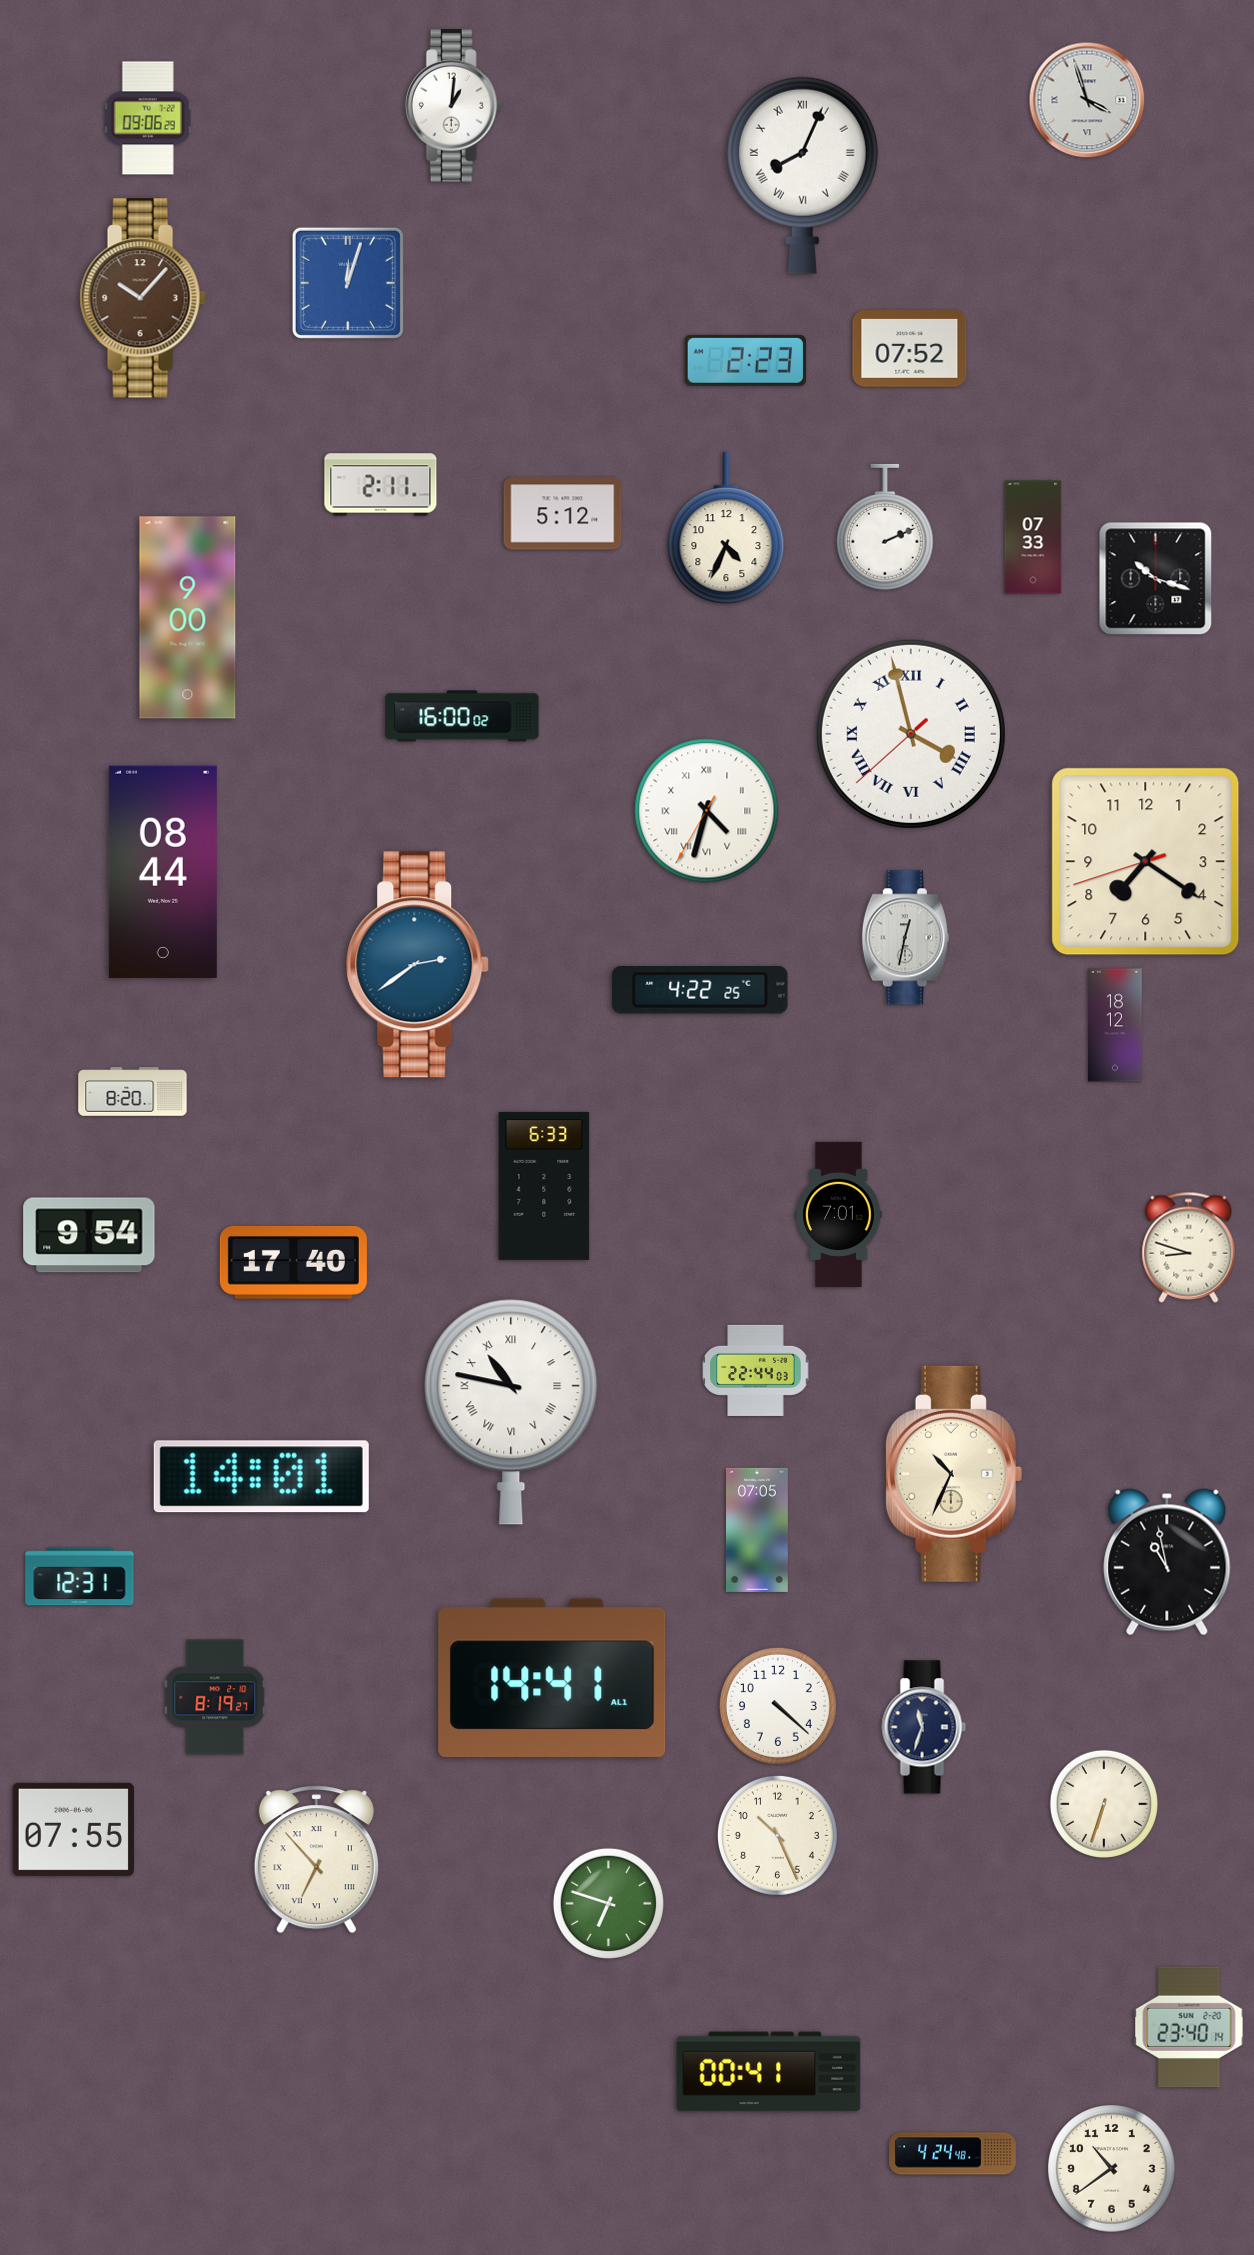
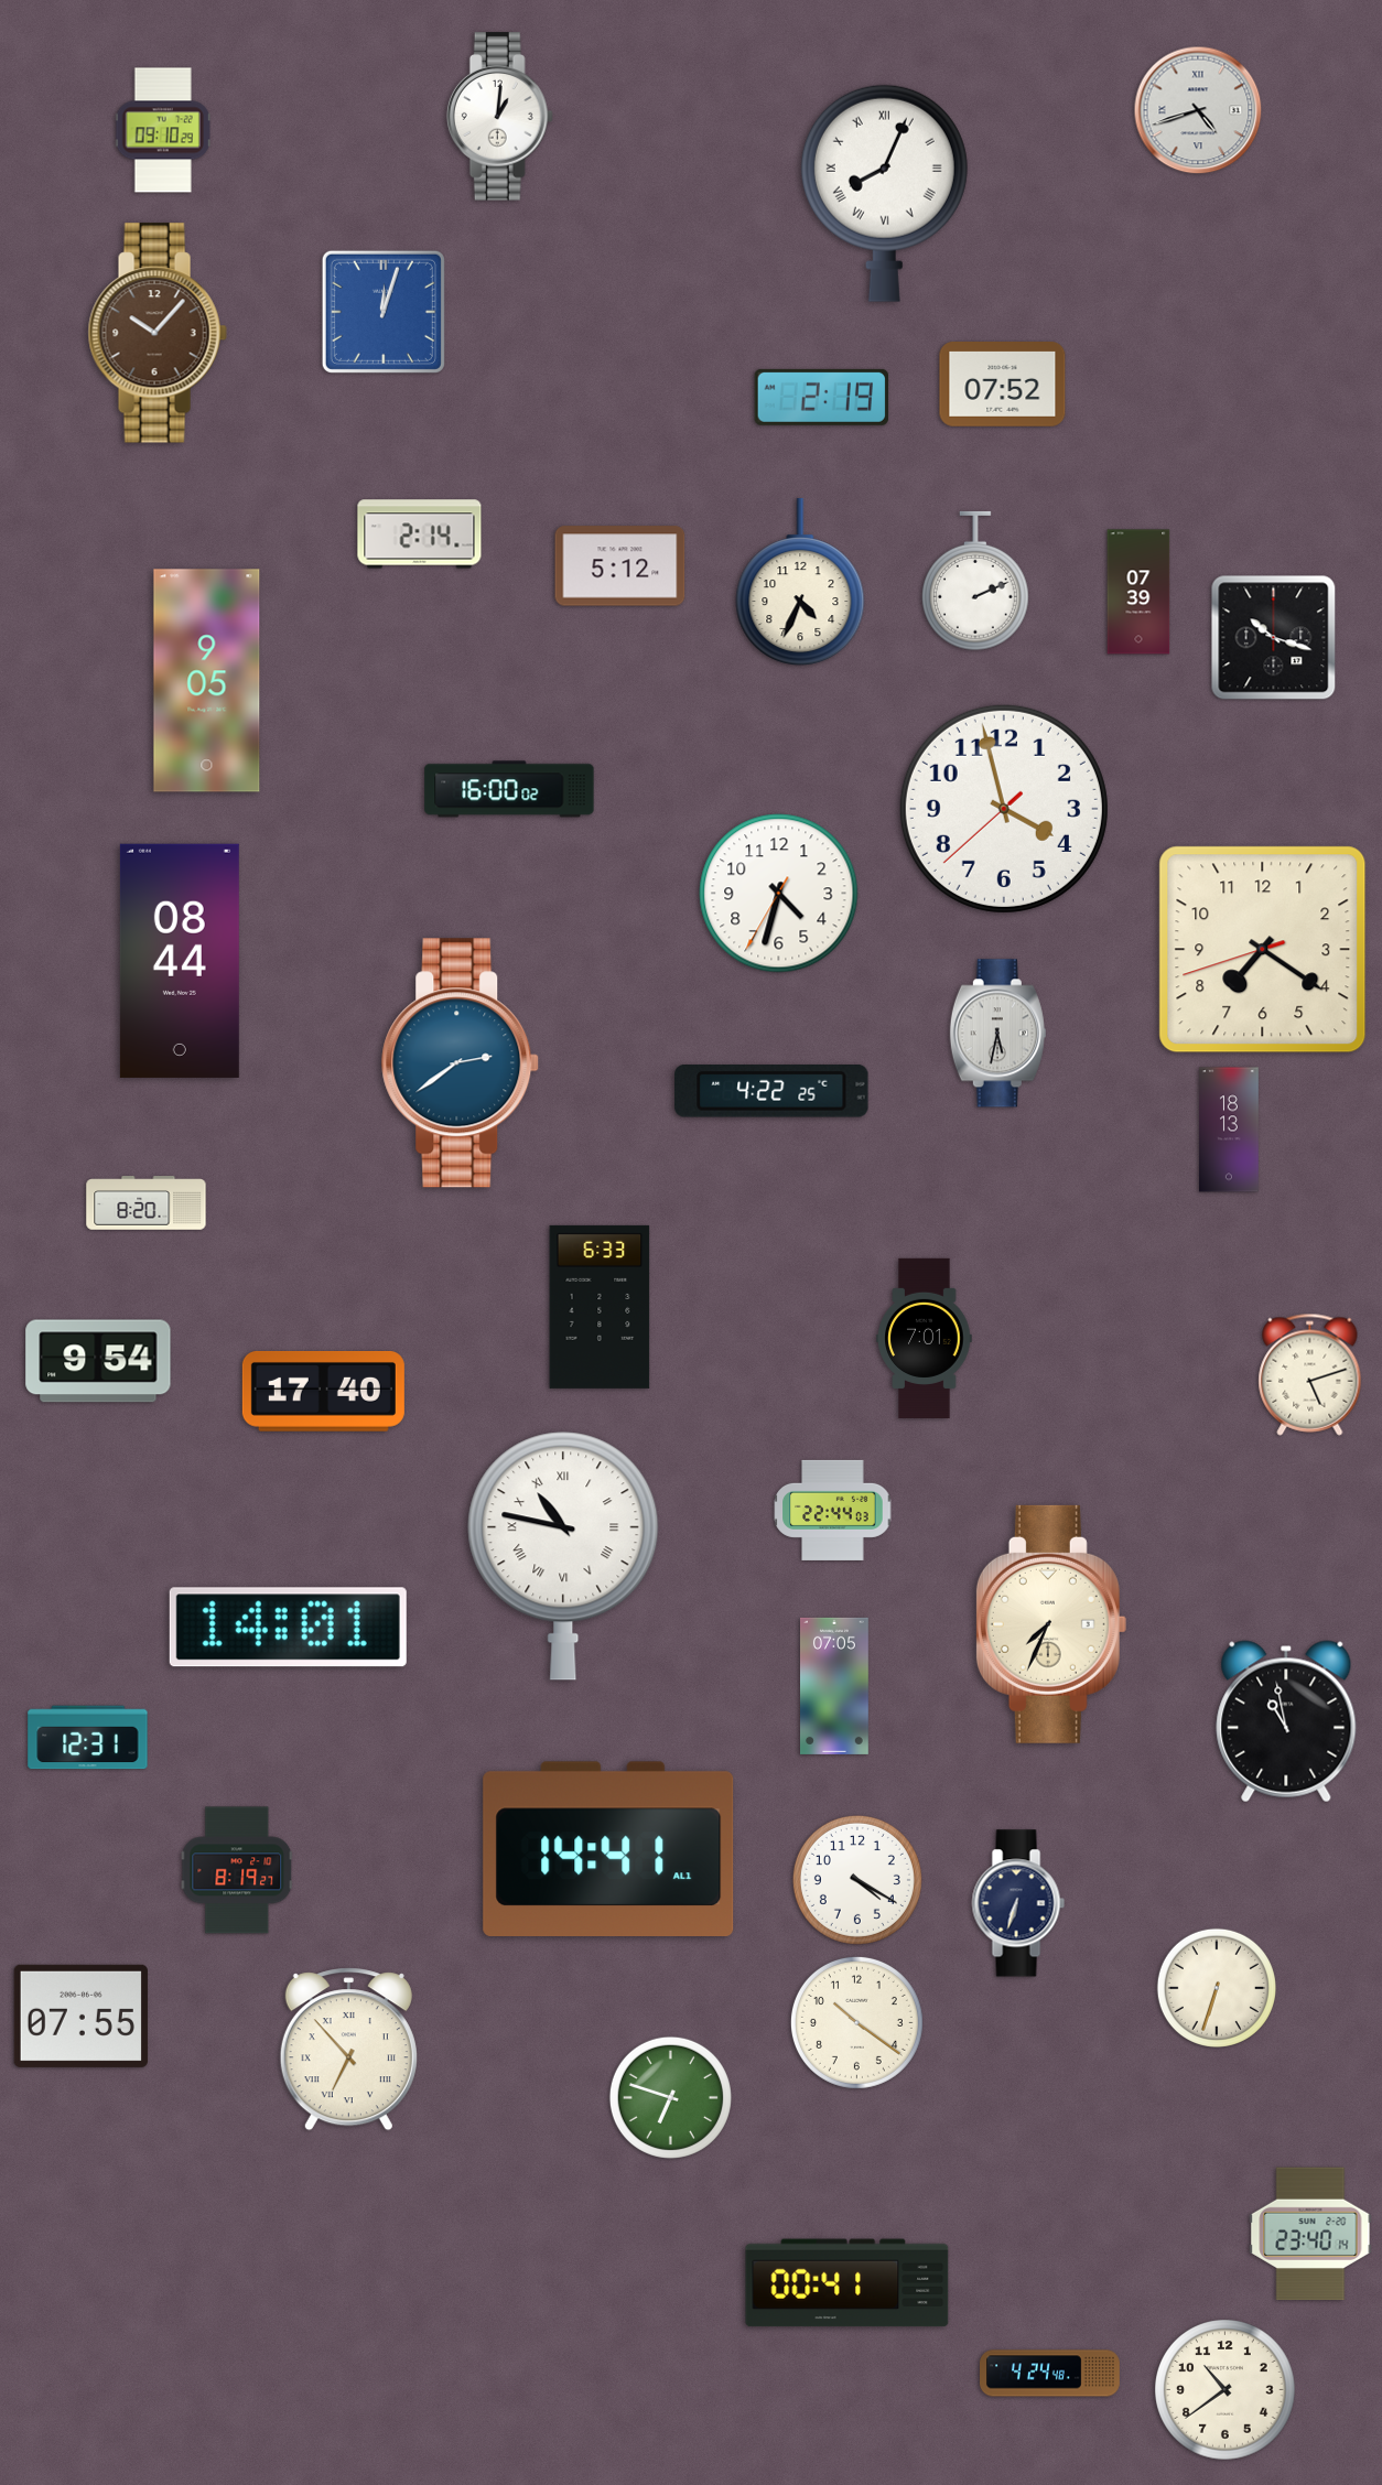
clock at (1087, 100): 3:57 -> 4:42
clock at (148, 118): 09:06 -> 09:10
clock at (143, 298) position: (143, 298) -> (158, 333)
clock at (745, 360): 2:23 -> 2:19
clock at (381, 485): 2:11 -> 2:14
clock at (1033, 537): 07:33 -> 07:39
clock at (188, 618): 9:00 -> 9:05
clock at (911, 734) numerals: Roman -> Arabic
clock at (707, 811) numerals: Roman -> Arabic
clock at (905, 938): 12:32 -> 5:32
clock at (1116, 1025): 18:12 -> 18:13
clock at (1189, 1247): 8:48 -> 5:12
clock at (954, 1474): 10:34 -> 7:34
clock at (778, 1706): 4:22 -> 4:20
clock at (924, 1727): 11:33 -> 6:33
clock at (777, 1835): 10:26 -> 10:21
